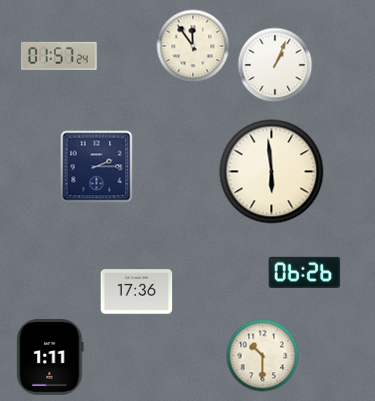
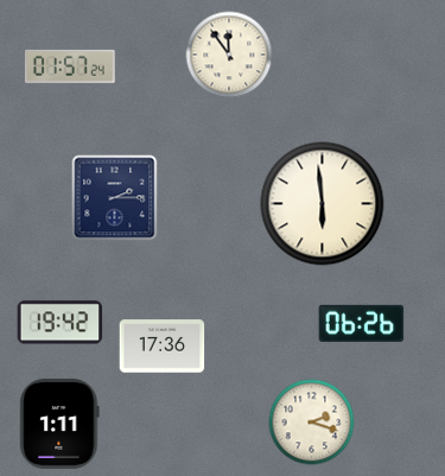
clock at (275, 65): 1:04 -> none
clock at (61, 323): none -> 19:42
clock at (263, 356): 10:30 -> 2:18
